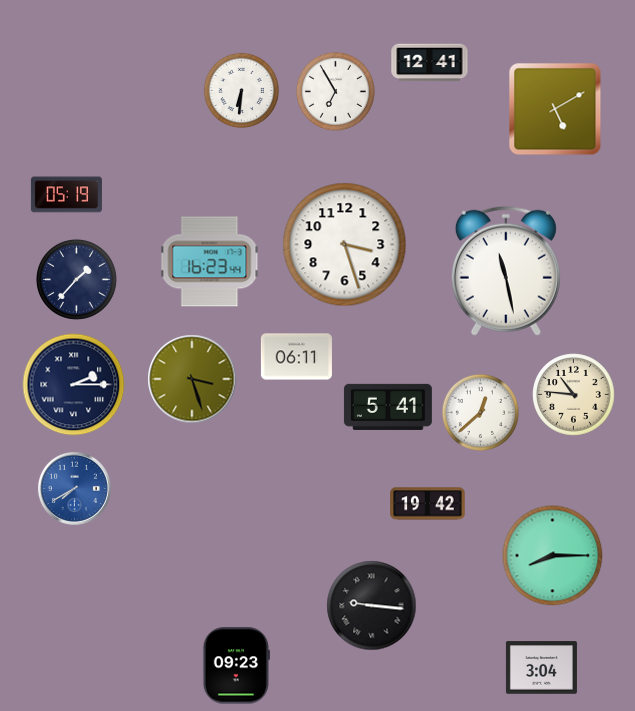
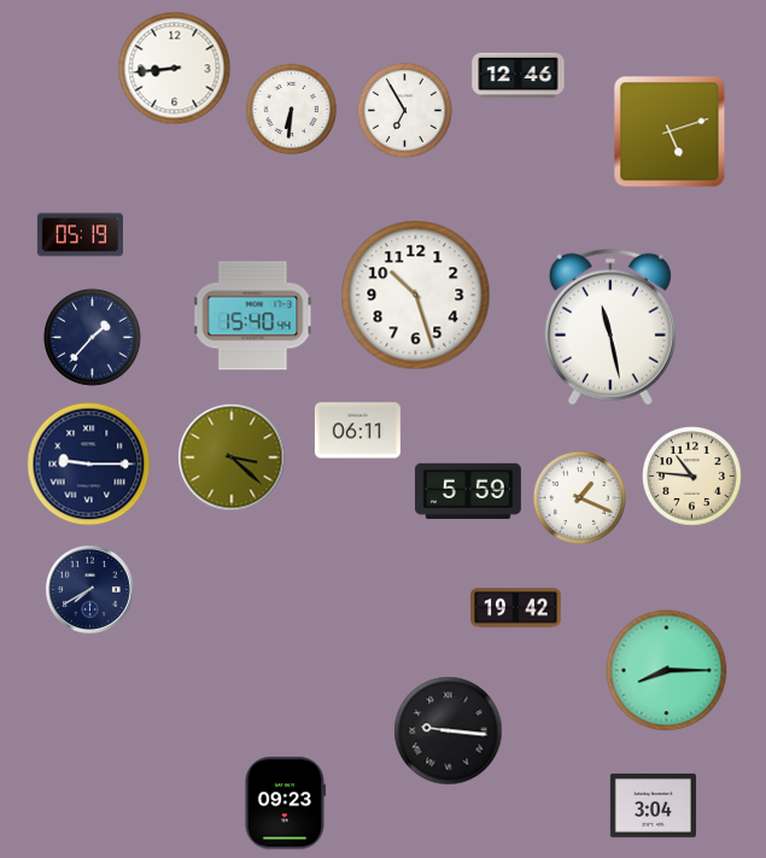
clock at (175, 69): none -> 8:44
clock at (430, 63): 12:41 -> 12:46
clock at (555, 109): 5:10 -> 5:12
clock at (345, 245): 3:27 -> 10:27
clock at (210, 262): 16:23 -> 15:40
clock at (192, 379): 3:27 -> 3:22
clock at (74, 385): 2:15 -> 9:15
clock at (388, 407): 5:41 -> 5:59
clock at (480, 412): 12:38 -> 1:19
clock at (74, 488) dial: blue -> navy
